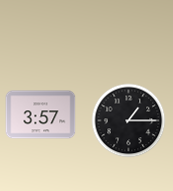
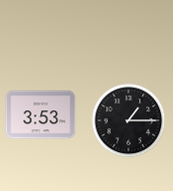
clock at (41, 115): 3:57 -> 3:53
